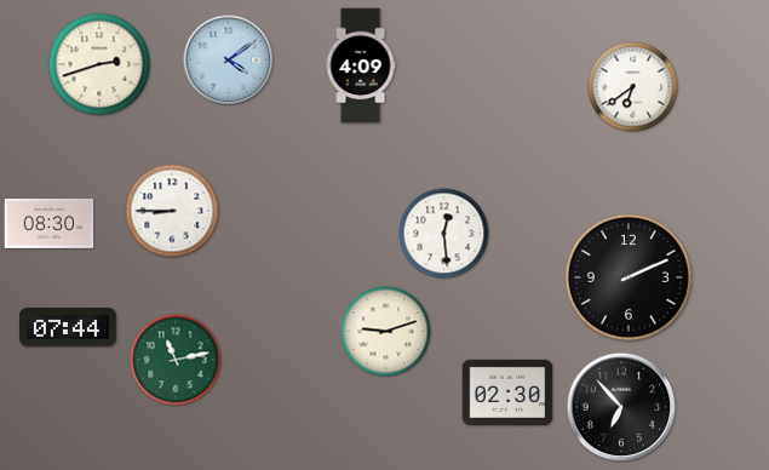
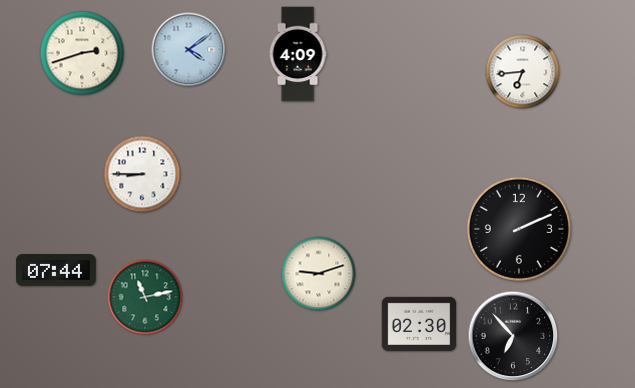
clock at (633, 87): 6:39 -> 6:44
clock at (50, 224): 08:30 -> none
clock at (444, 234): 12:29 -> none
